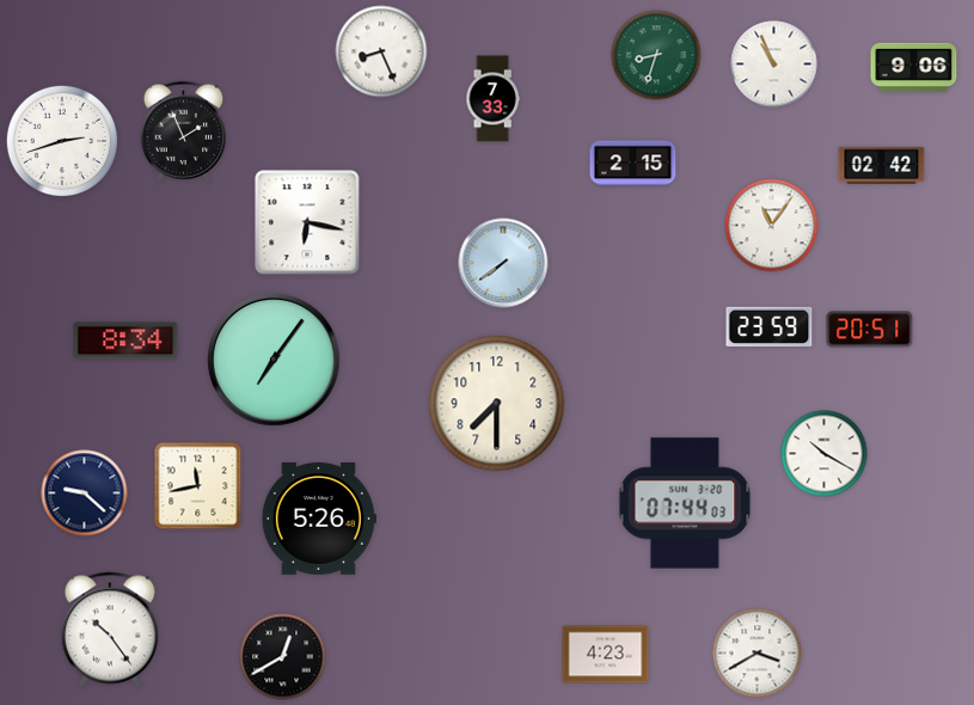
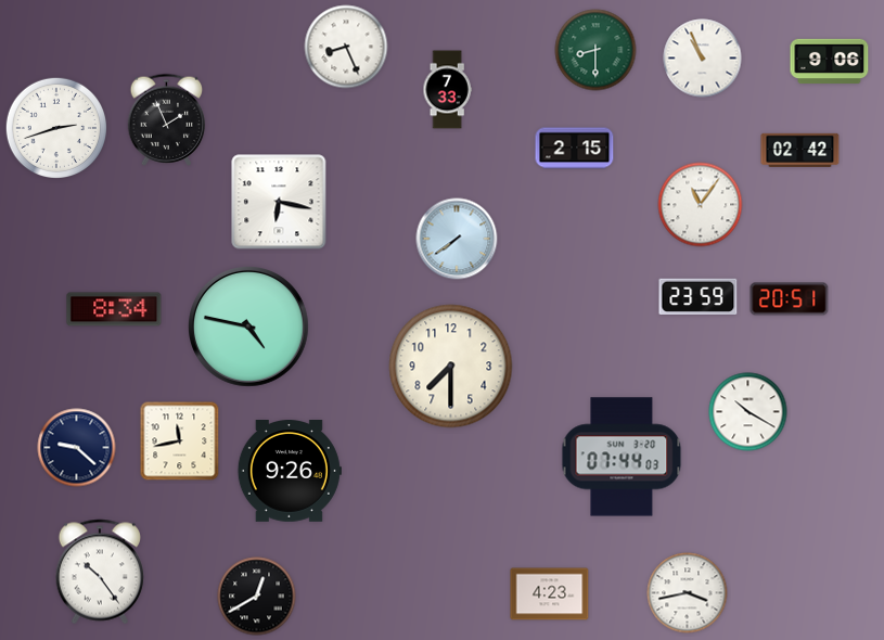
clock at (656, 55): 8:33 -> 8:30
clock at (275, 361): 7:06 -> 4:47
clock at (319, 520): 5:26 -> 9:26
clock at (758, 654): 3:40 -> 3:43
